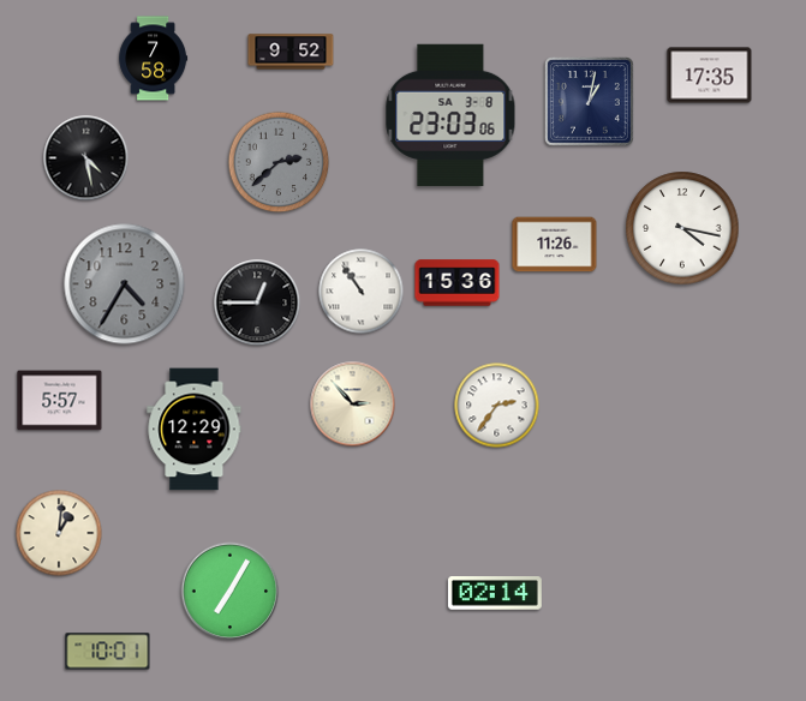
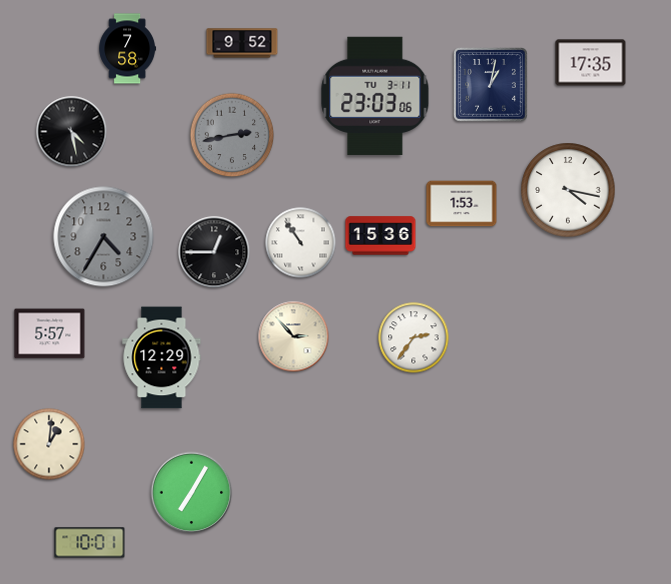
clock at (450, 115) date: SA 3-8 -> TU 3-11
clock at (279, 162): 2:38 -> 2:43
clock at (555, 245): 11:26 -> 1:53
clock at (495, 593): 02:14 -> none
